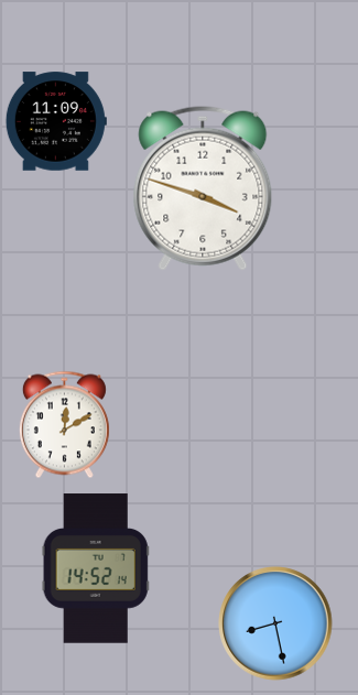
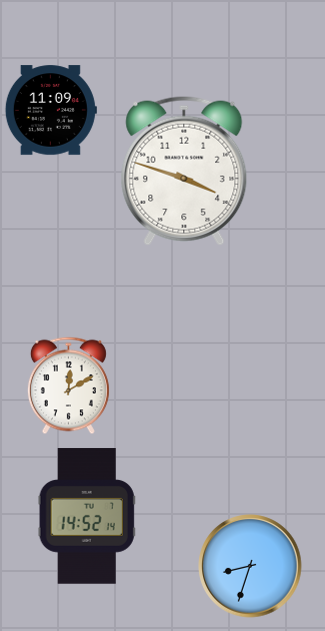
clock at (64, 425) position: (64, 425) -> (68, 386)
clock at (275, 623): 8:28 -> 8:33
